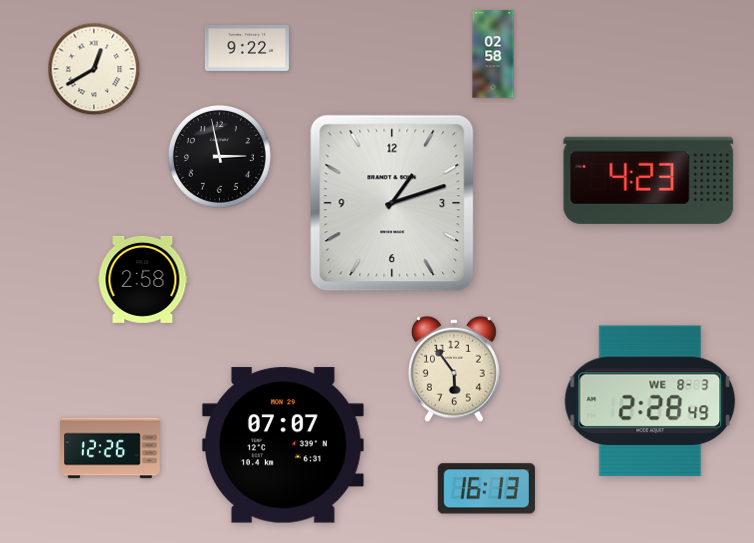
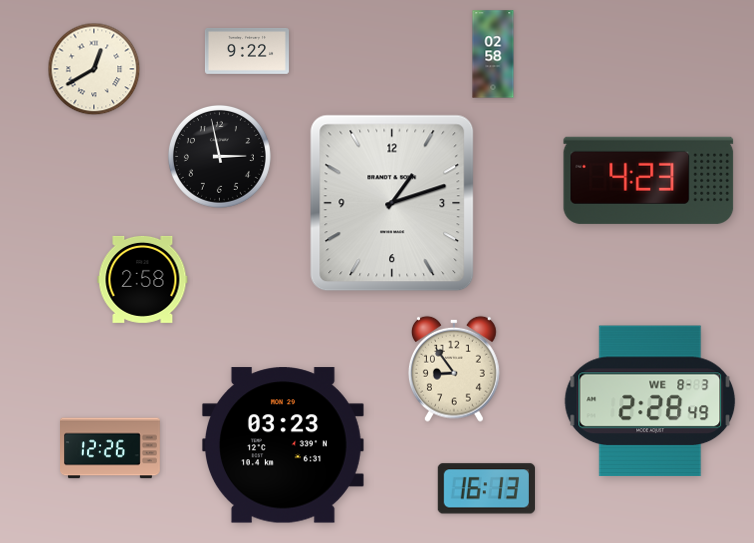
clock at (247, 48) position: (247, 48) -> (247, 51)
clock at (454, 369): 5:54 -> 8:54
clock at (283, 445): 07:07 -> 03:23
